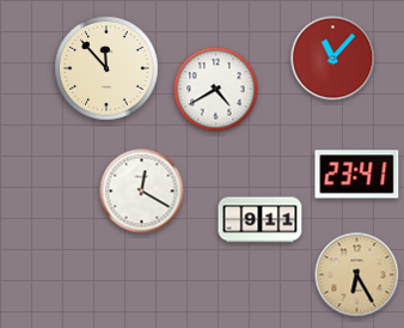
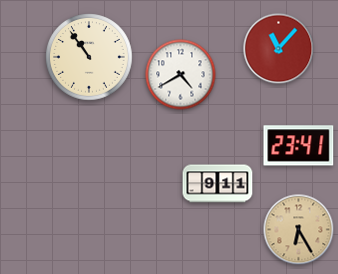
clock at (106, 68): 11:53 -> 10:54
clock at (142, 192): 12:20 -> none
